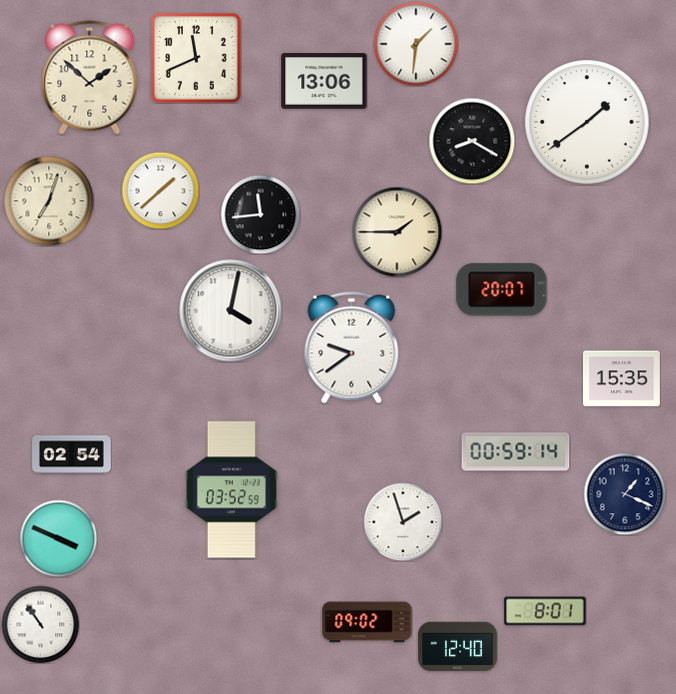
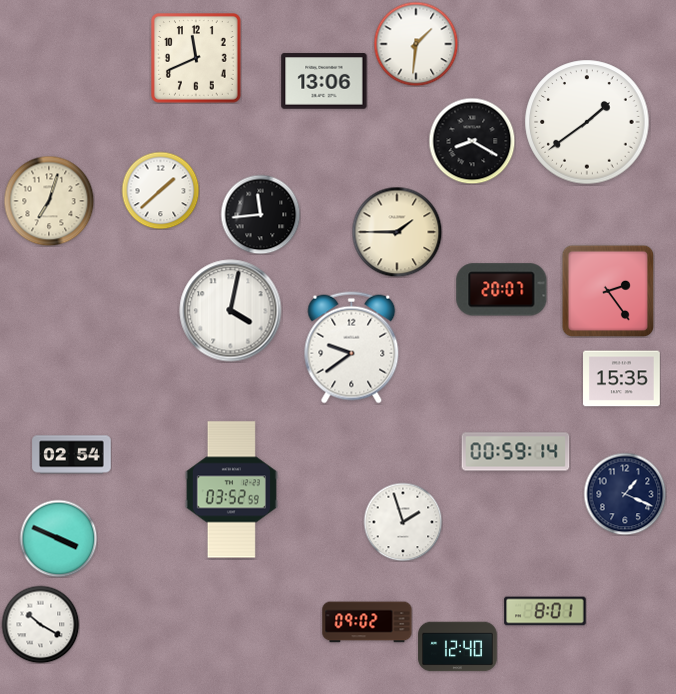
clock at (90, 78): 1:52 -> none
clock at (607, 290): none -> 2:24
clock at (40, 624): 10:54 -> 10:20
